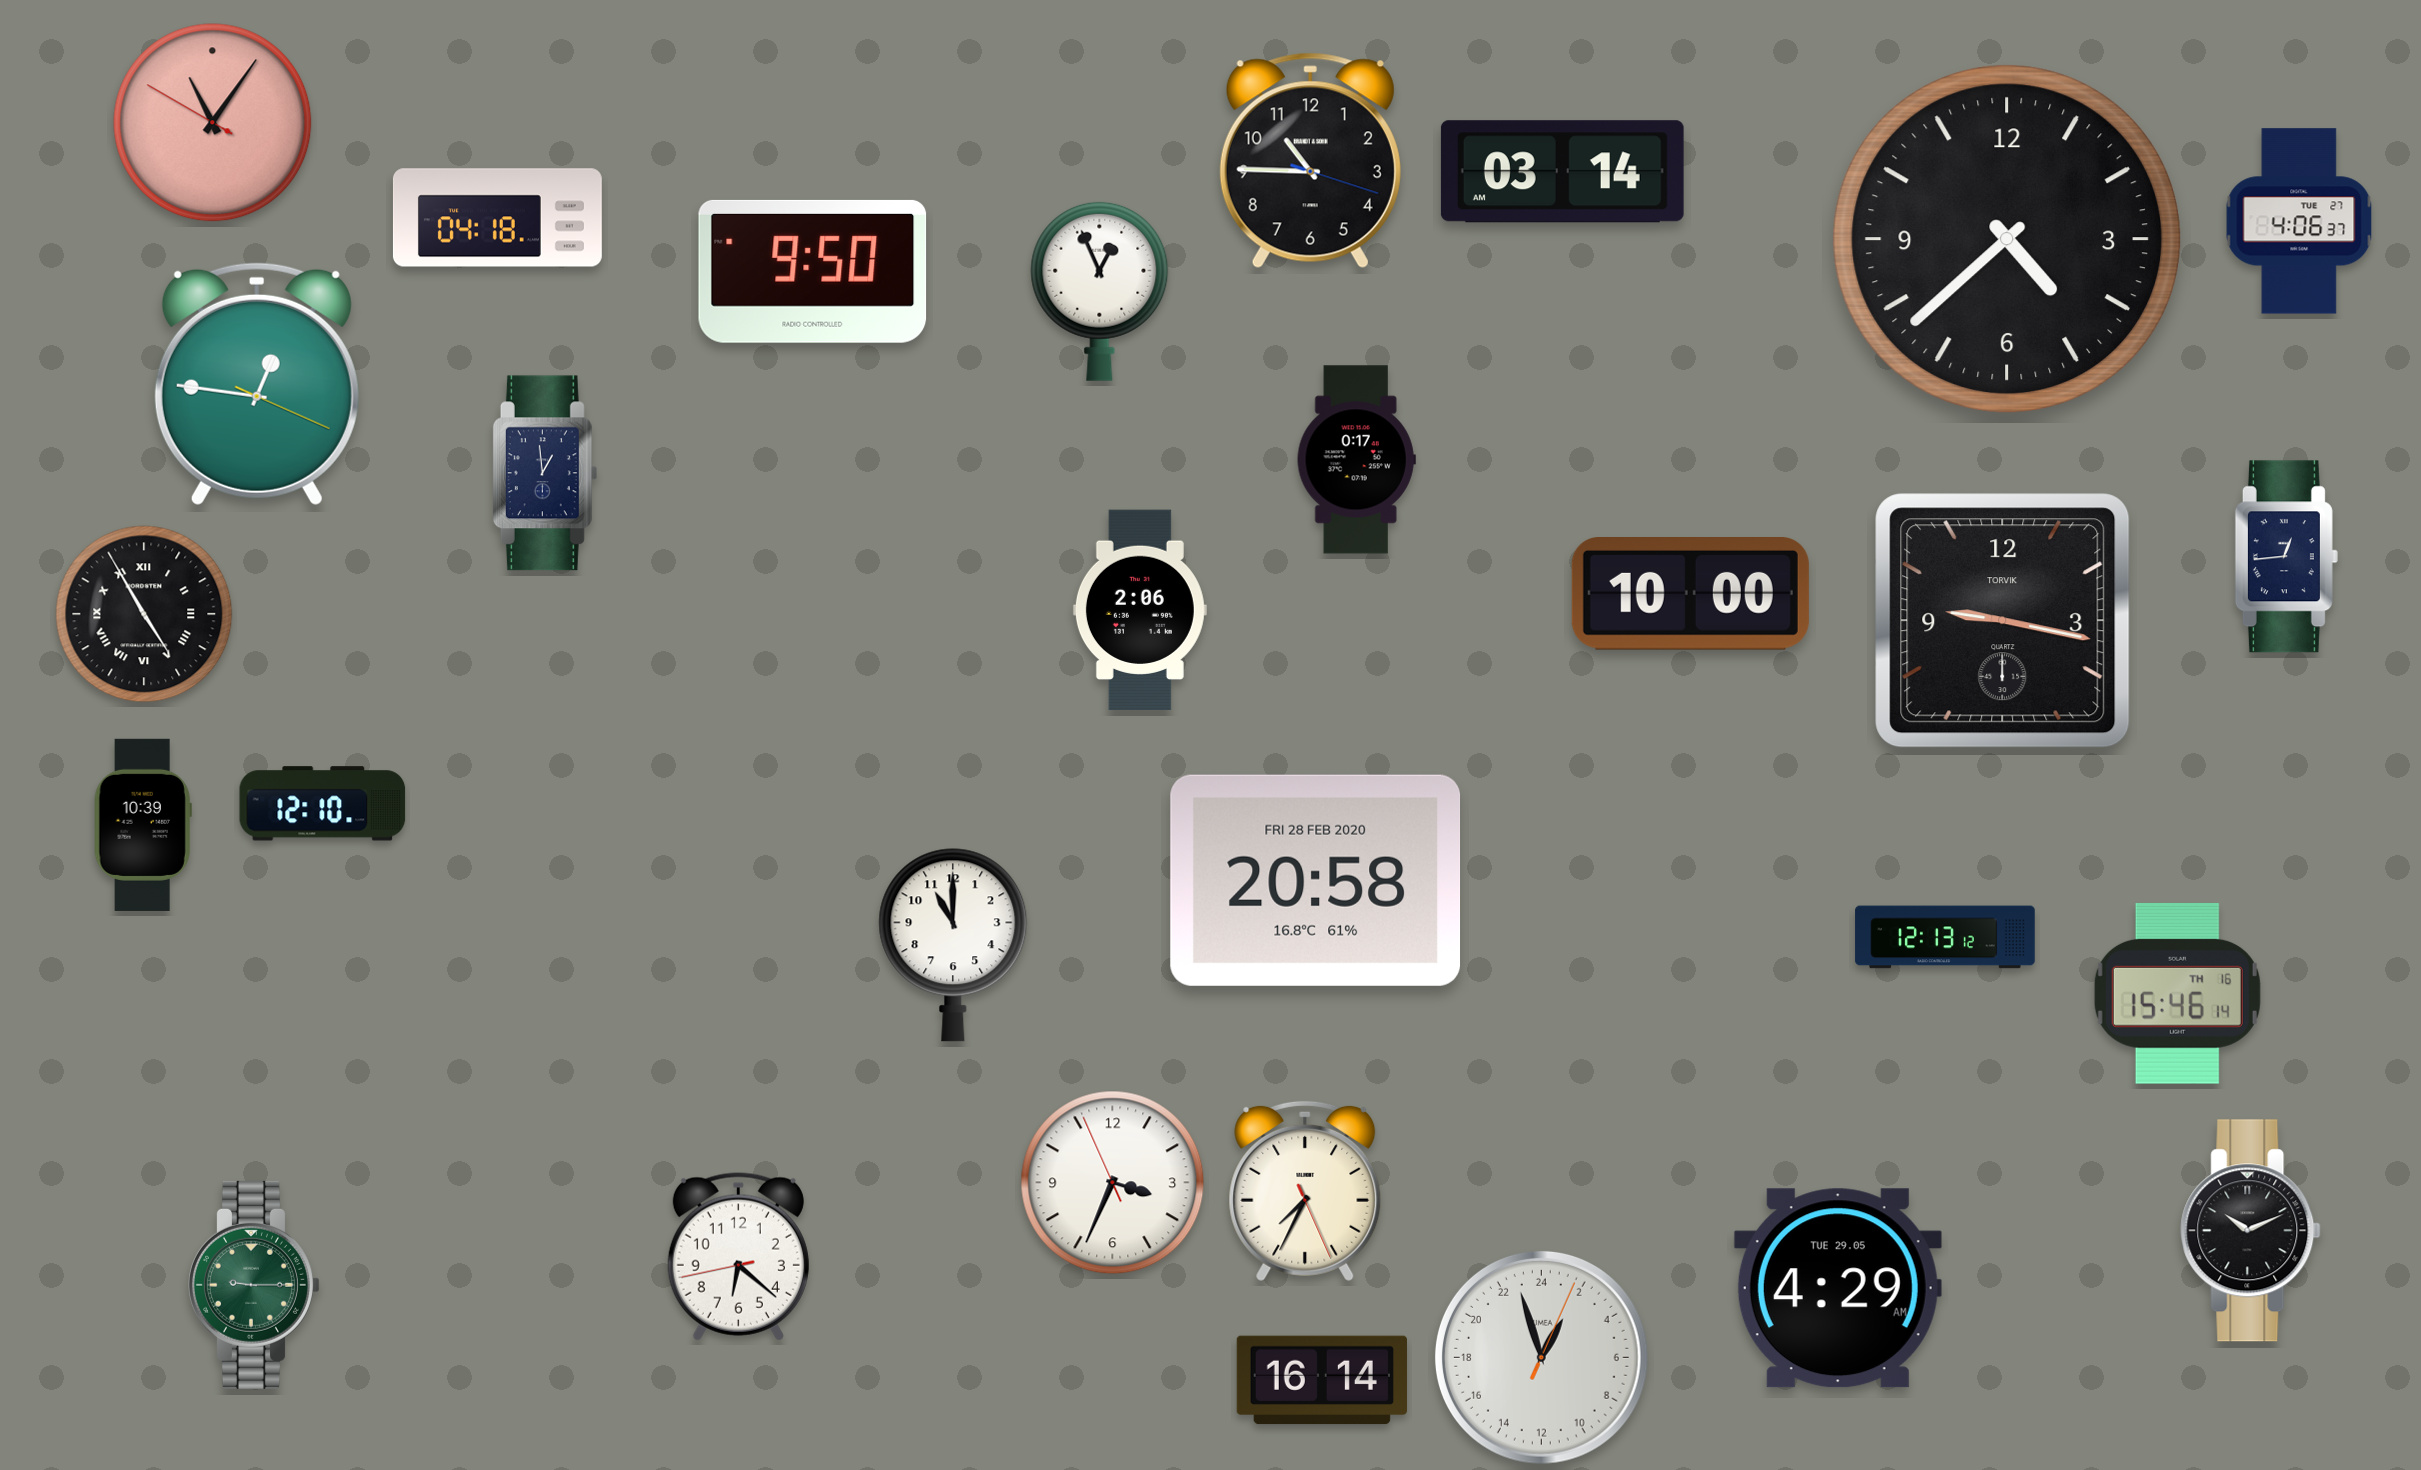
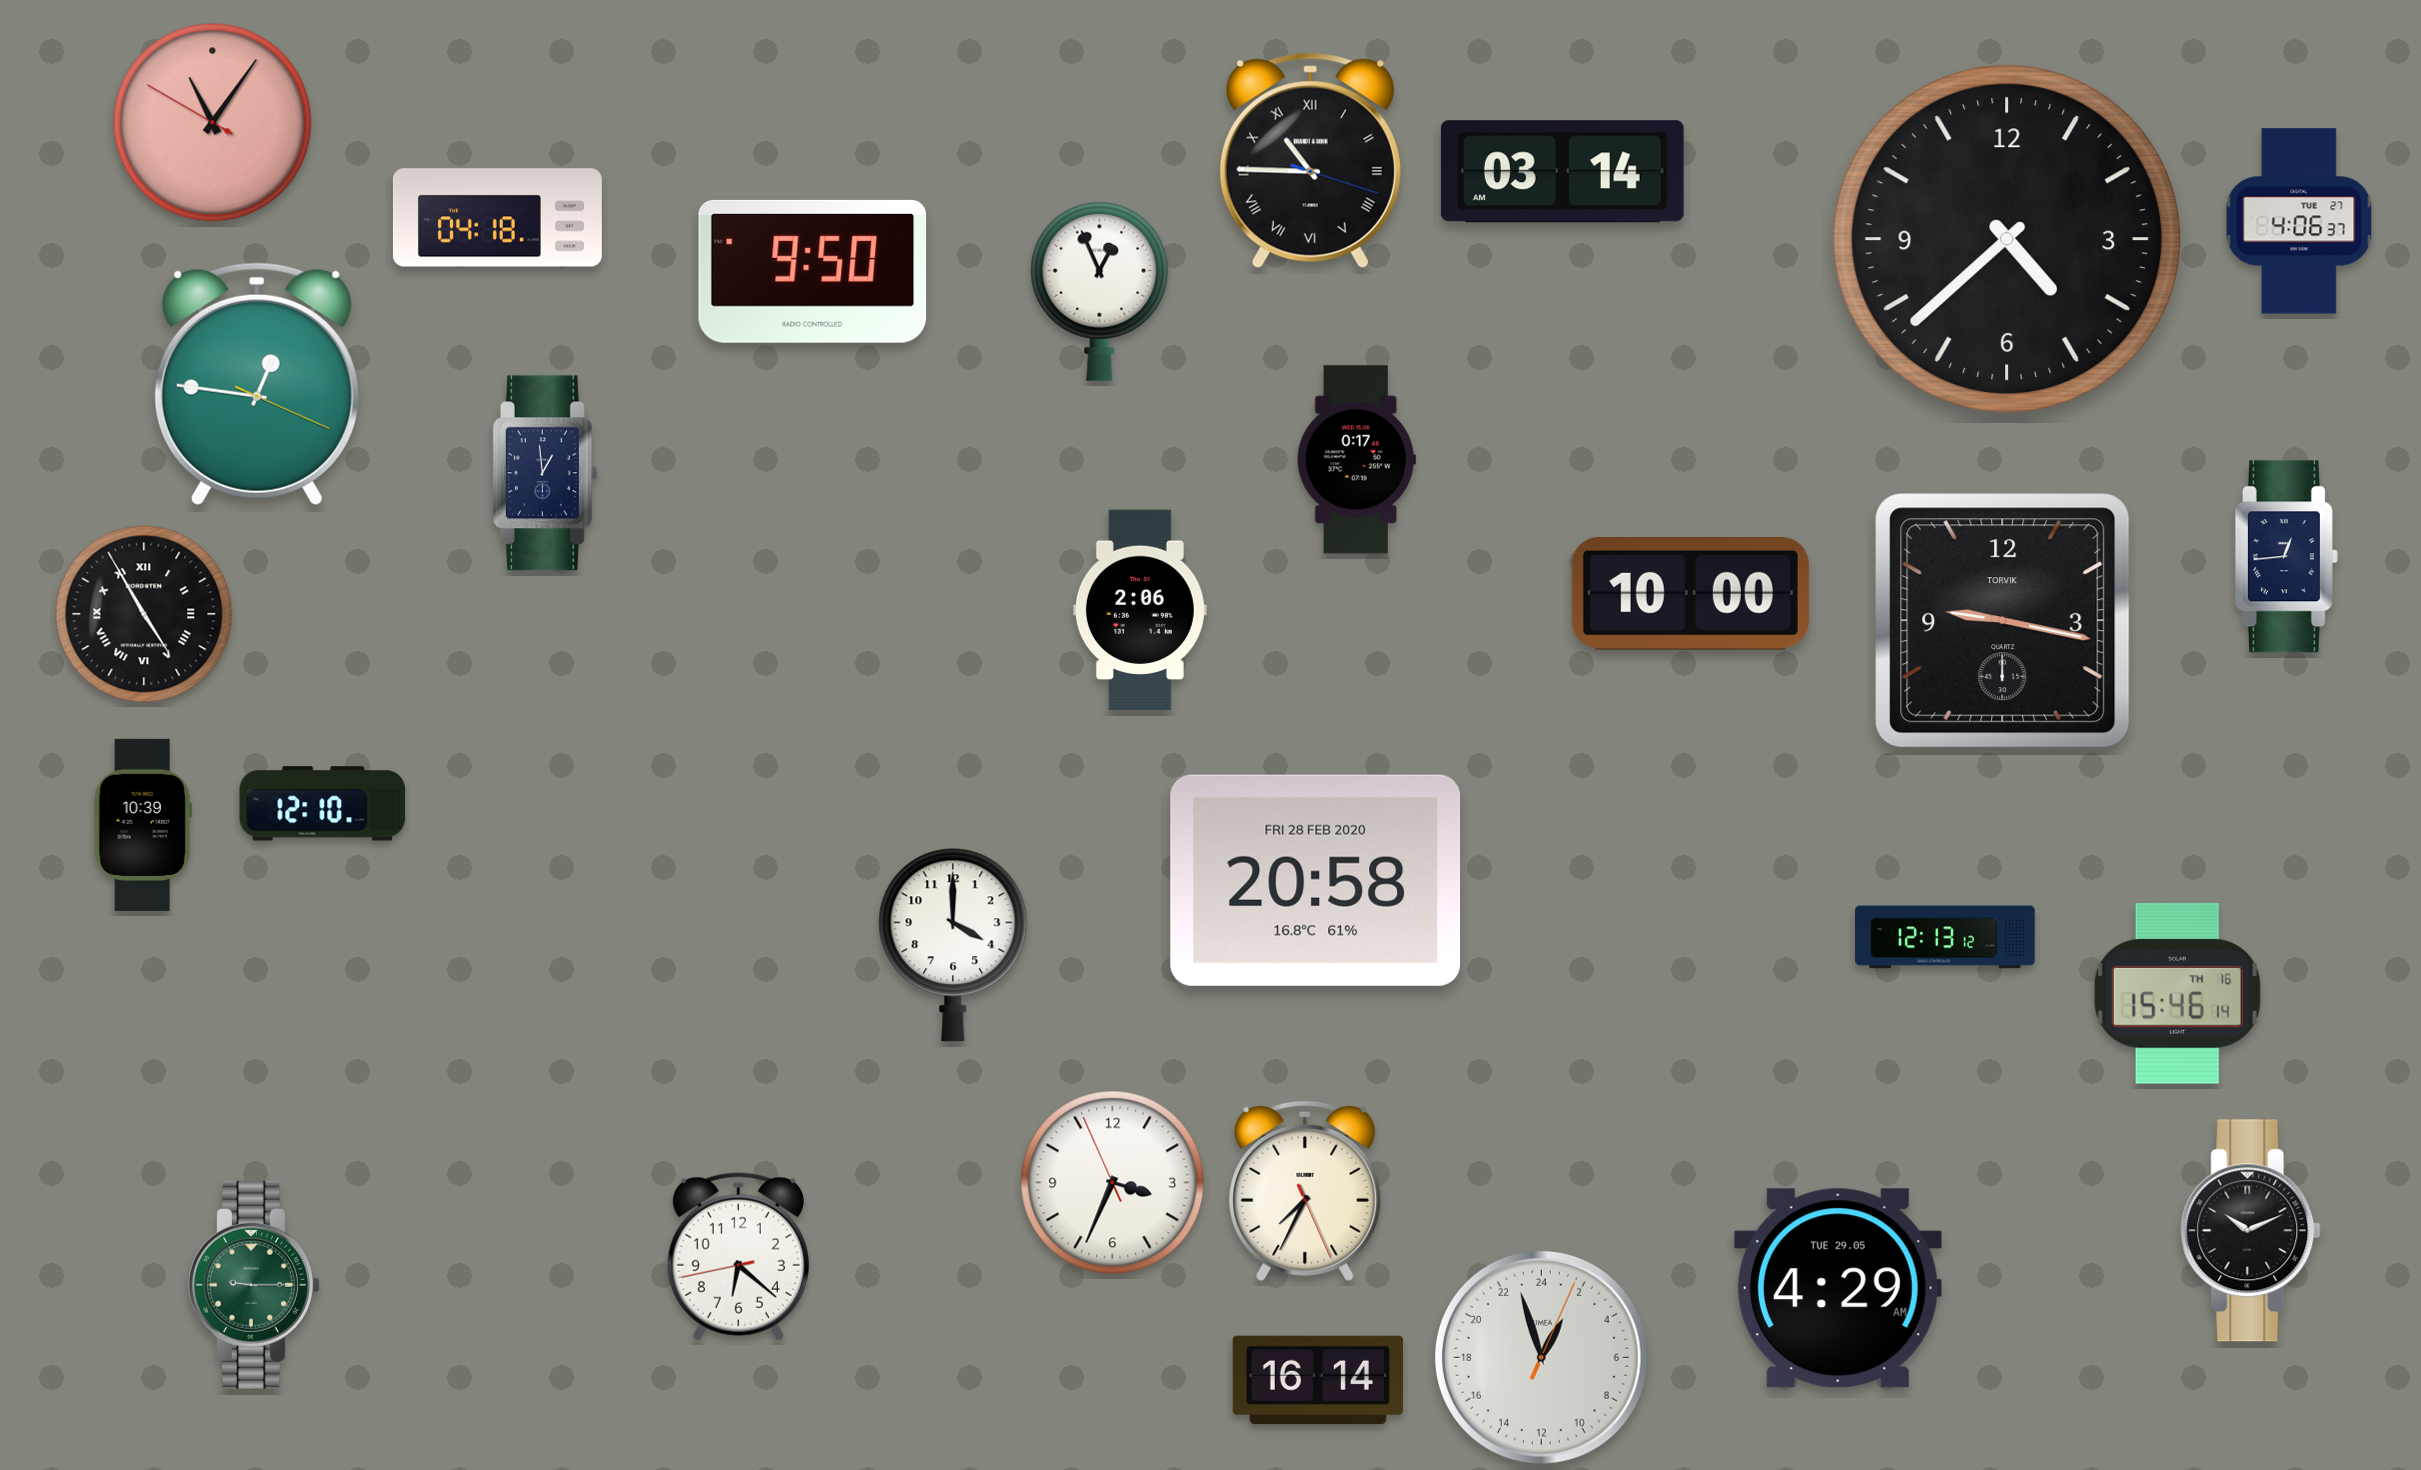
clock at (1310, 161) numerals: Arabic -> Roman
clock at (953, 945): 11:00 -> 4:00
clock at (1322, 1380) position: (1322, 1380) -> (1318, 1380)
